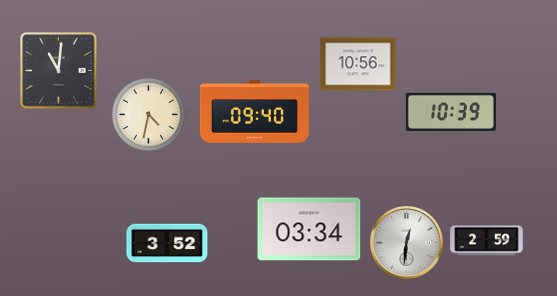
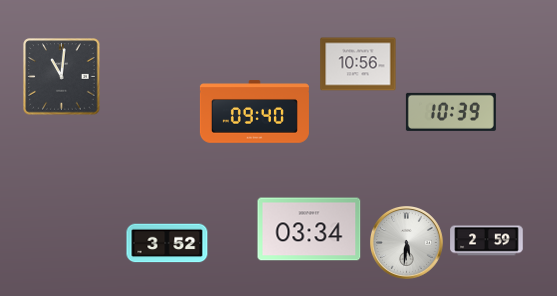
clock at (59, 71) position: (59, 71) -> (62, 77)
clock at (149, 115): 4:32 -> none
clock at (407, 243): 12:31 -> 5:31
